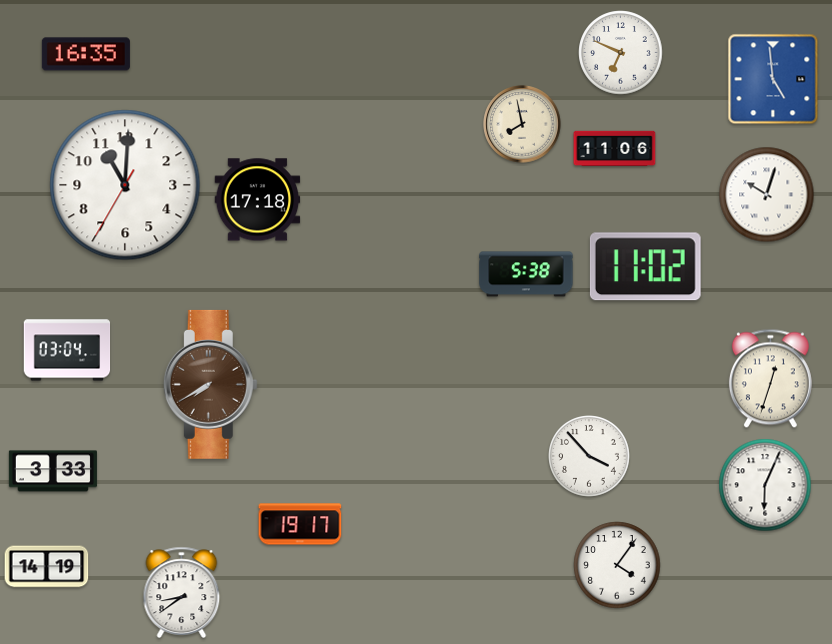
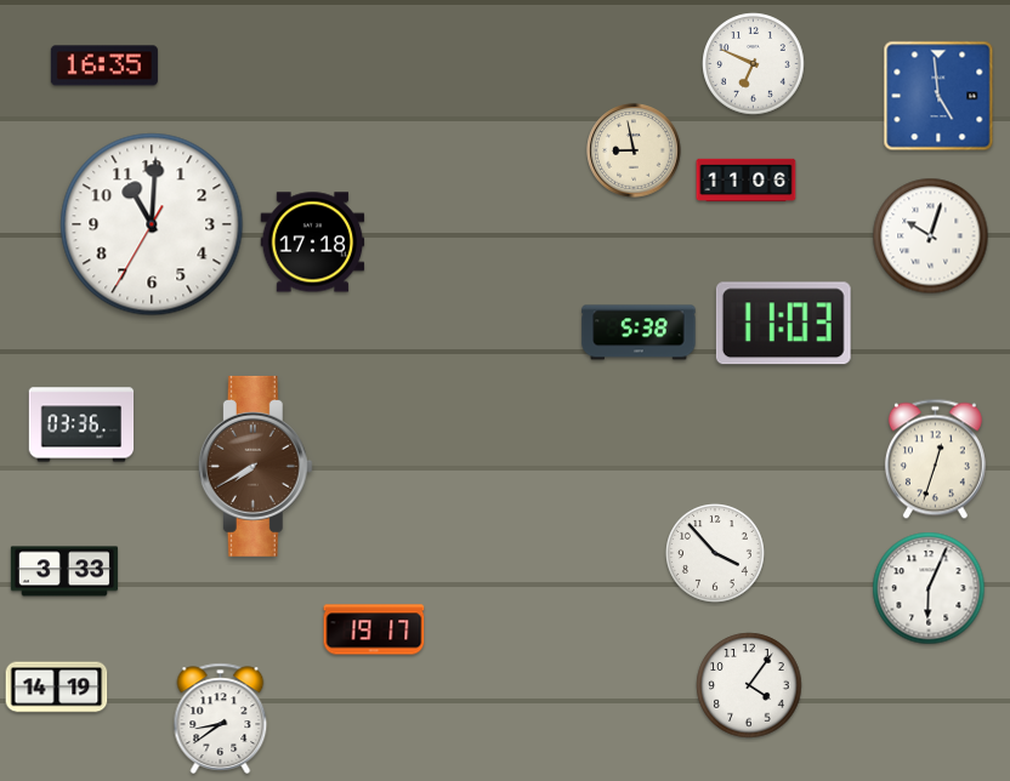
clock at (522, 124): 7:58 -> 8:58
clock at (645, 267): 11:02 -> 11:03
clock at (67, 350): 03:04 -> 03:36
clock at (300, 524) position: (300, 524) -> (374, 629)
